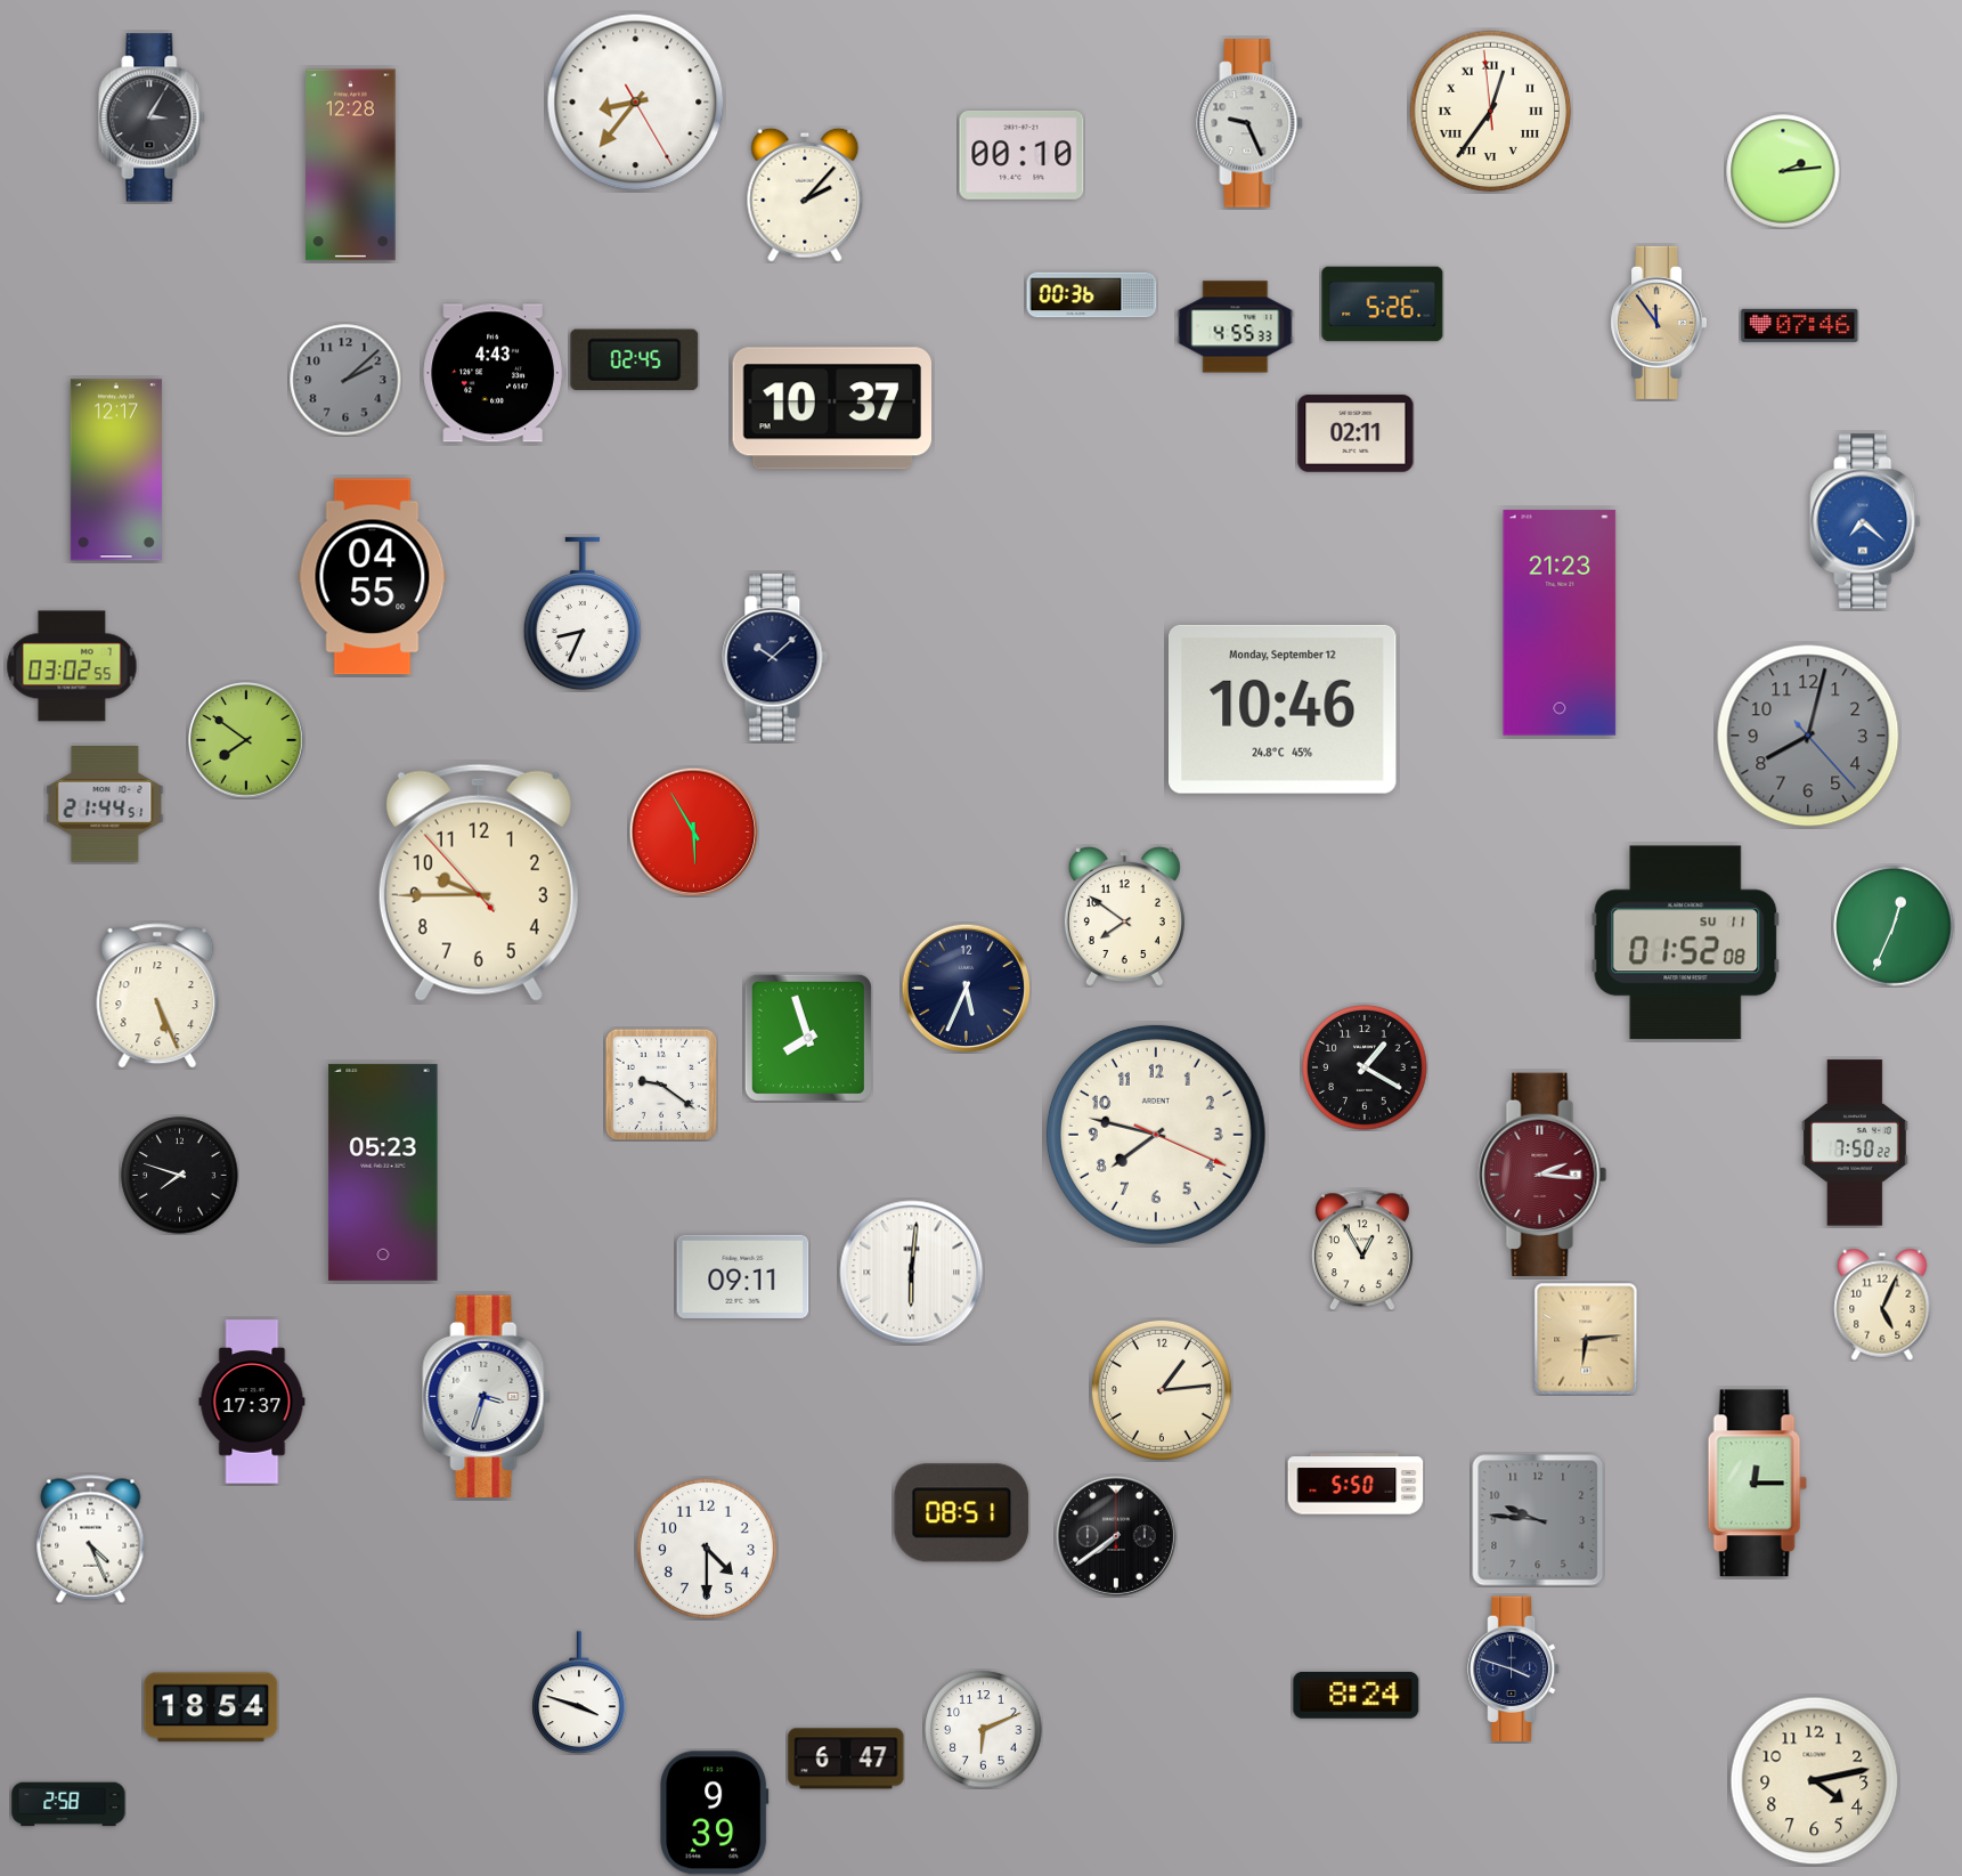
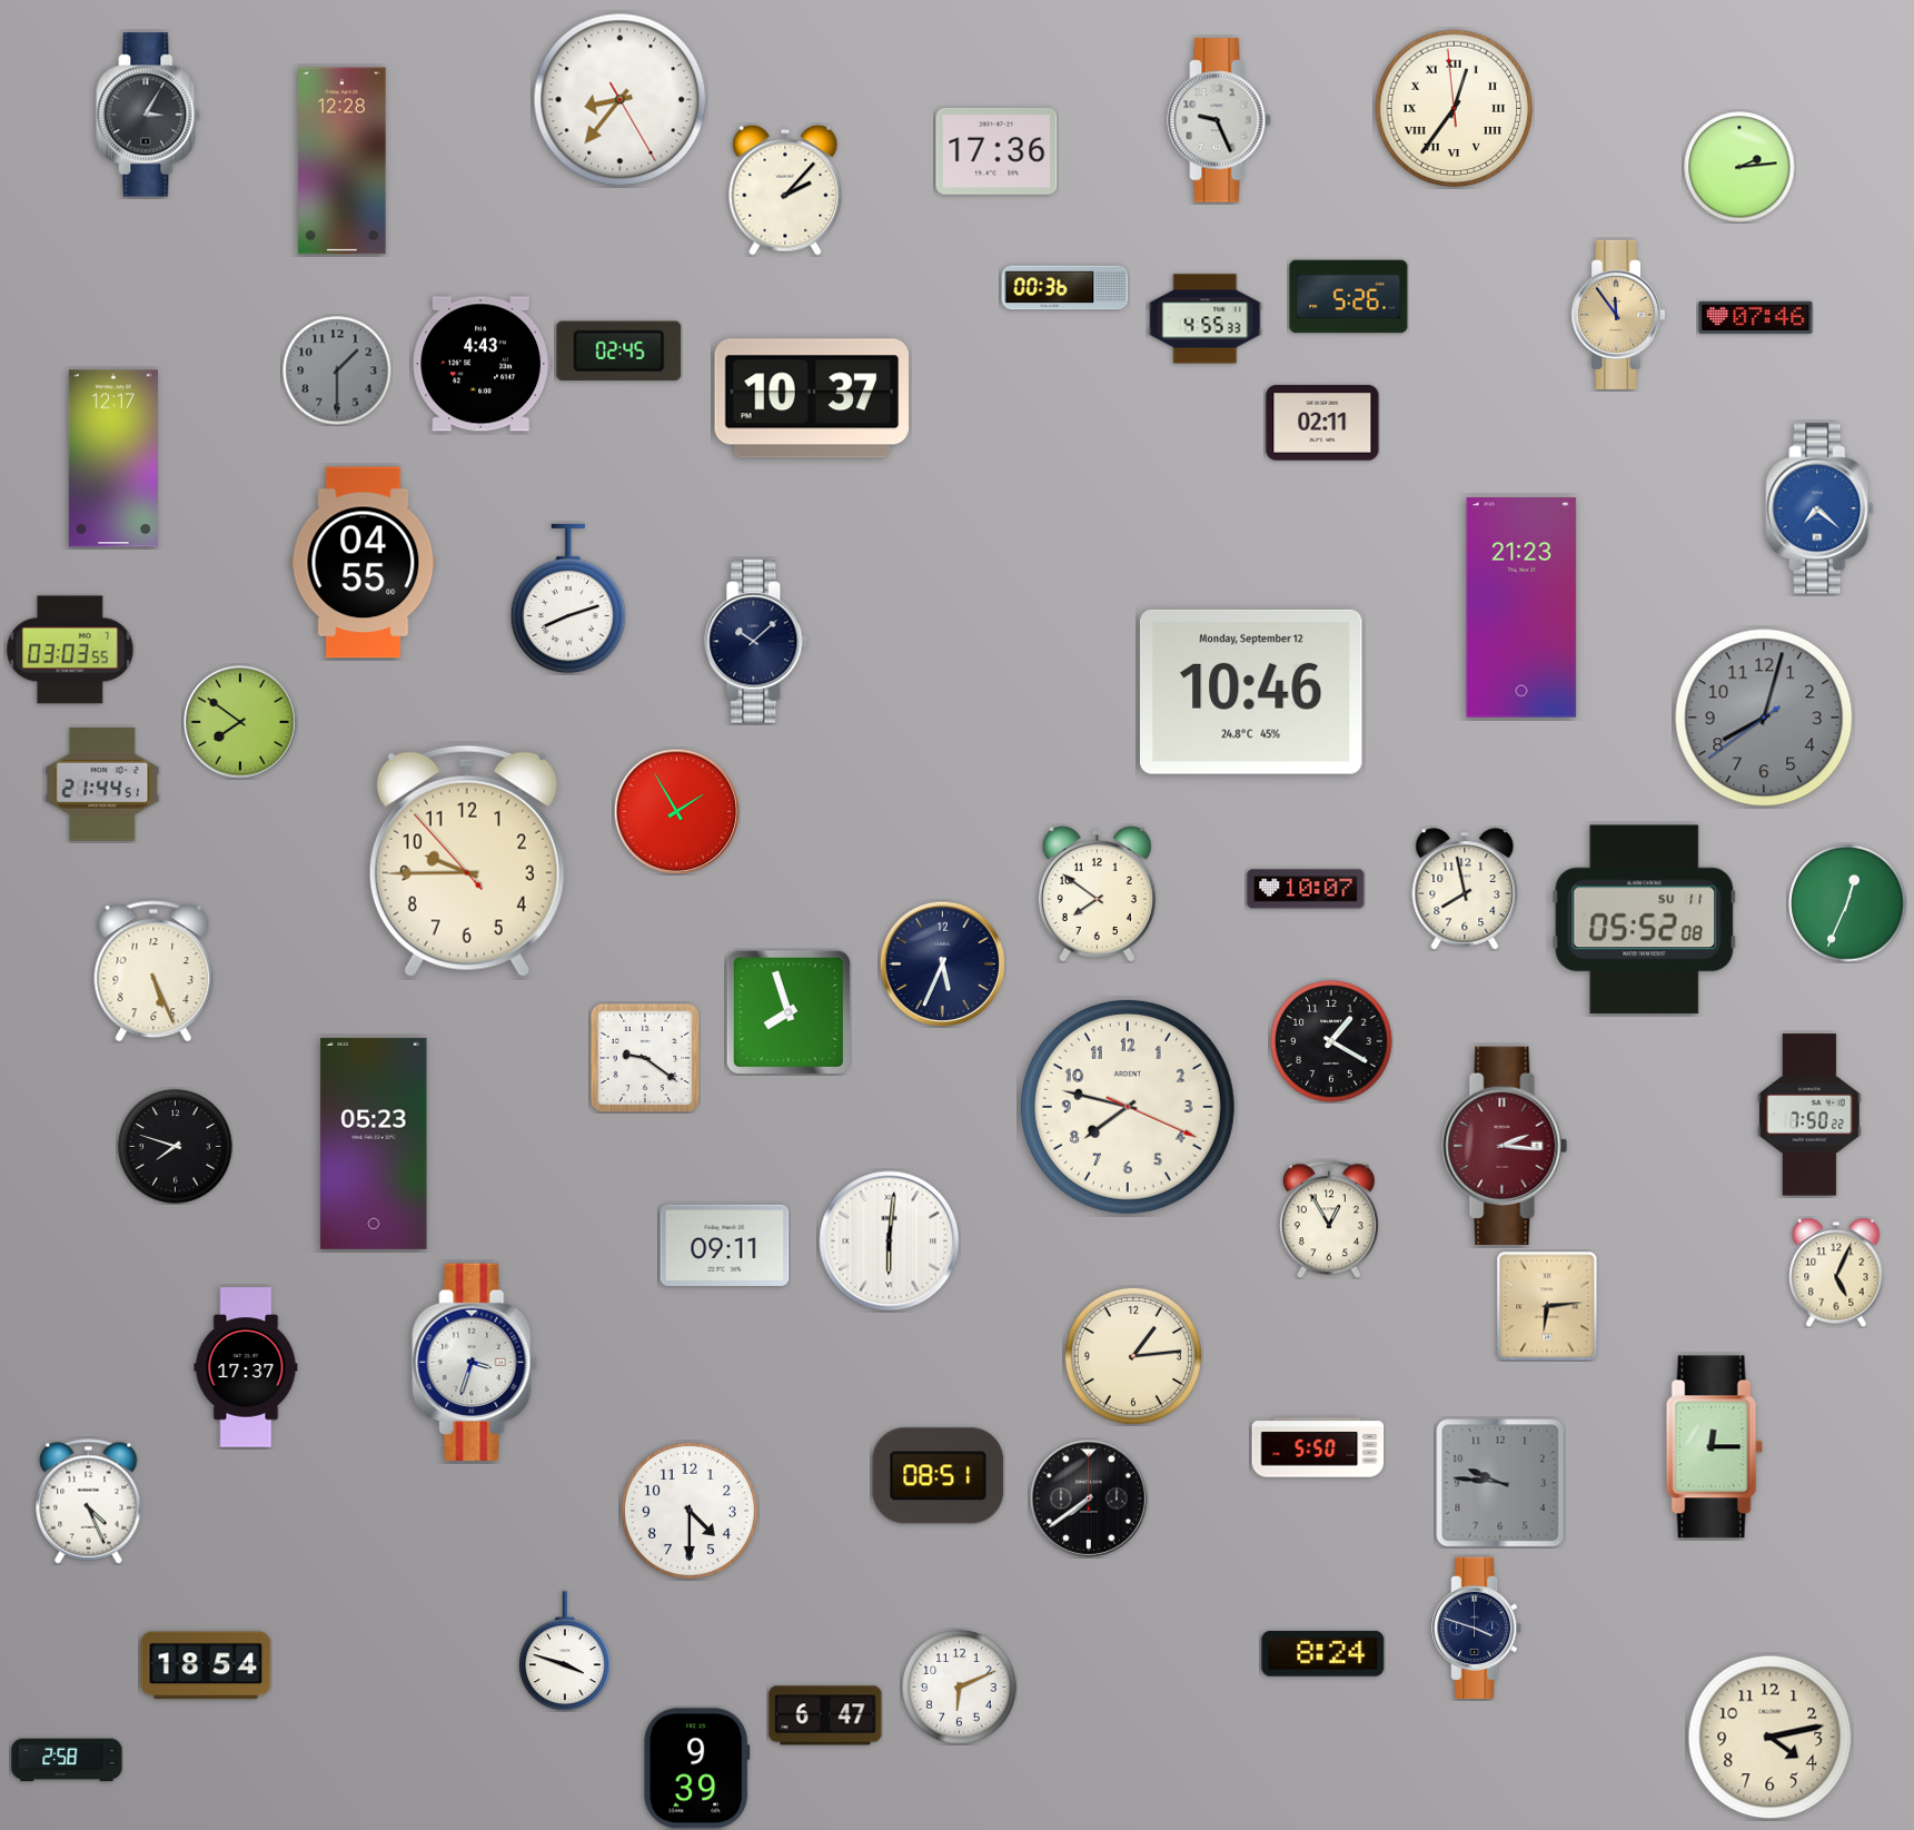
clock at (1021, 155): 00:10 -> 17:36
clock at (345, 380): 2:08 -> 1:30
clock at (583, 614): 8:34 -> 8:12
clock at (72, 666): 03:02 -> 03:03
clock at (1808, 736): 8:02:23 -> 8:02:39
clock at (693, 831): 5:55 -> 1:55
clock at (1306, 889): none -> 10:07
clock at (1465, 889): none -> 7:58
clock at (1686, 943): 01:52 -> 05:52
clock at (1356, 1484) position: (1356, 1484) -> (1318, 1447)
